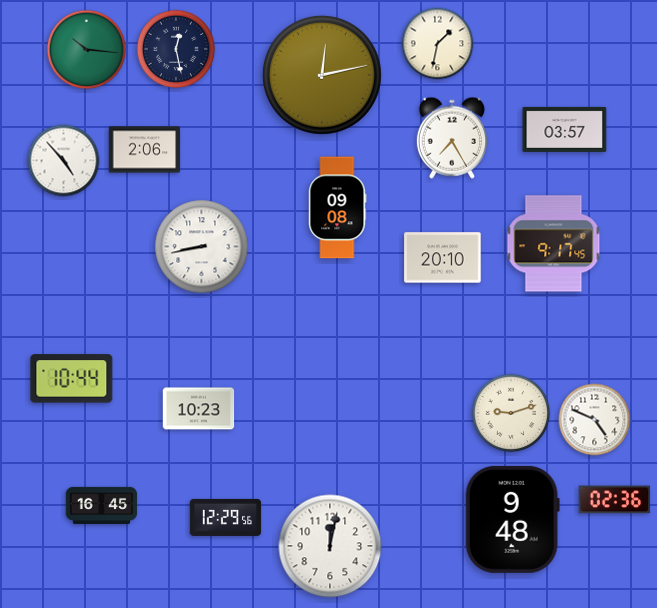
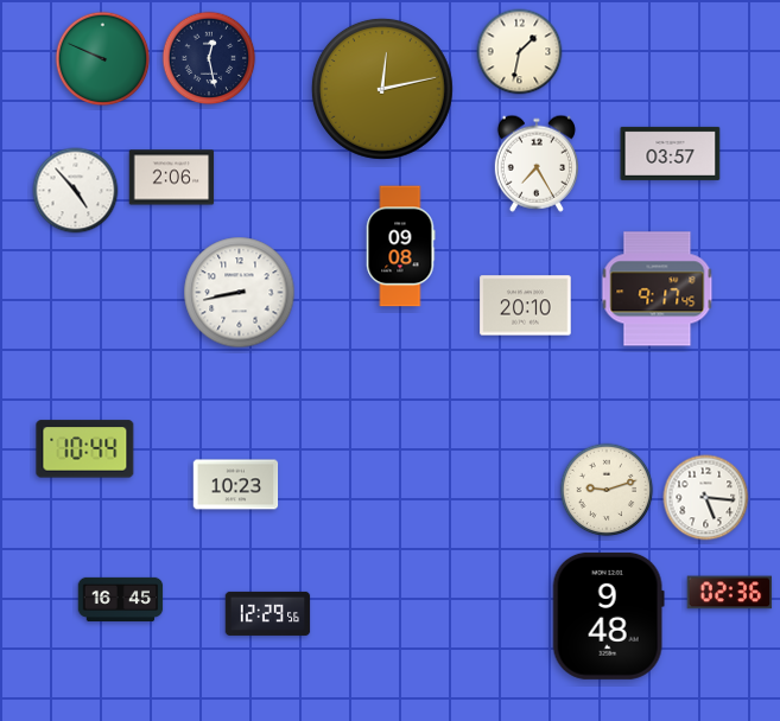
clock at (87, 50): 10:16 -> 9:49
clock at (595, 420): 4:49 -> 5:16
clock at (330, 546): 12:02 -> none
